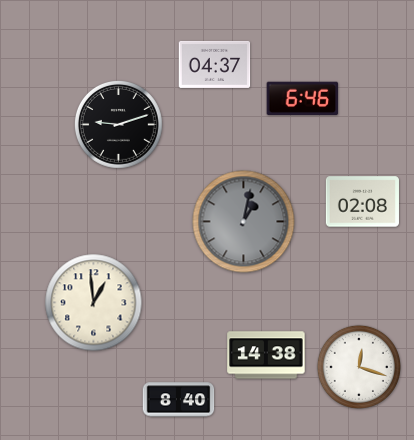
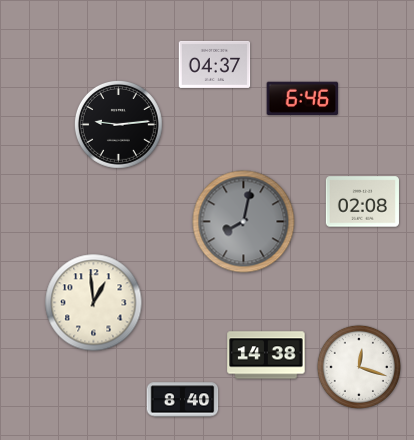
clock at (119, 125): 9:12 -> 9:14
clock at (244, 222): 1:02 -> 8:02
clock at (179, 400) position: (179, 400) -> (183, 400)
